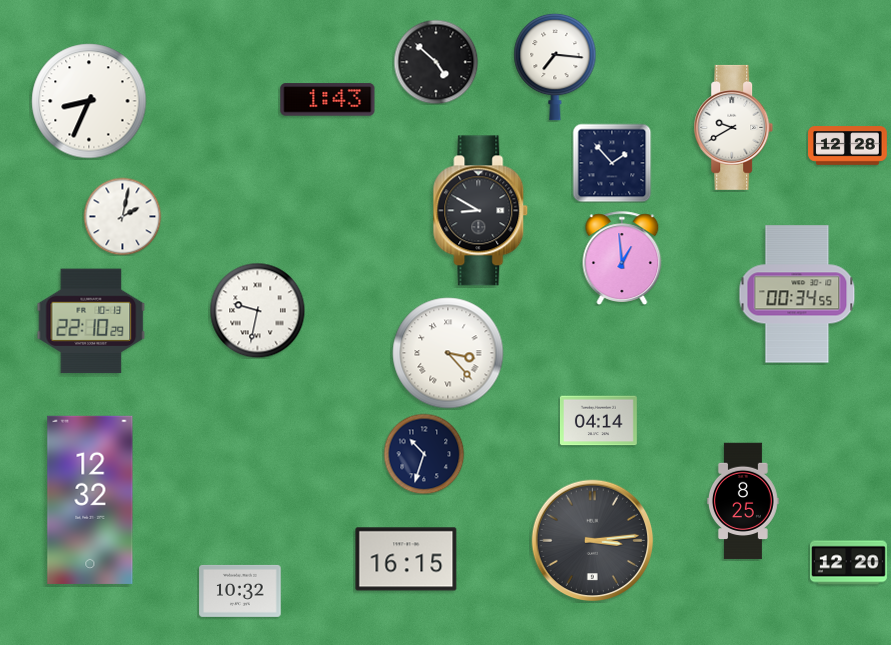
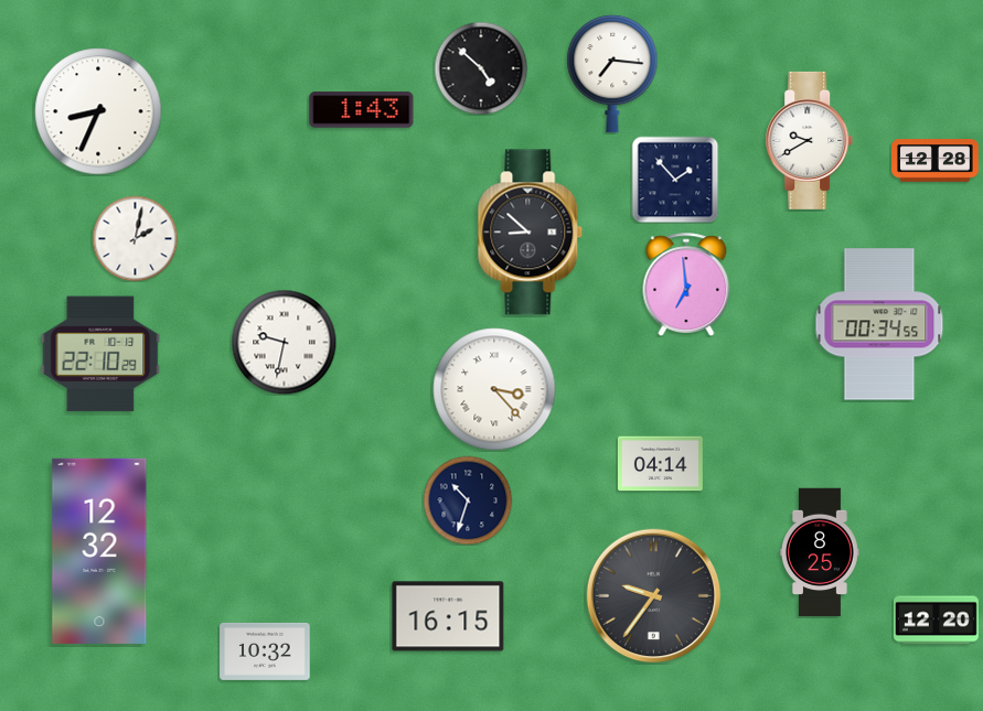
clock at (481, 211): 8:50 -> 8:52
clock at (622, 258): 12:59 -> 6:59
clock at (593, 541): 3:14 -> 9:36
